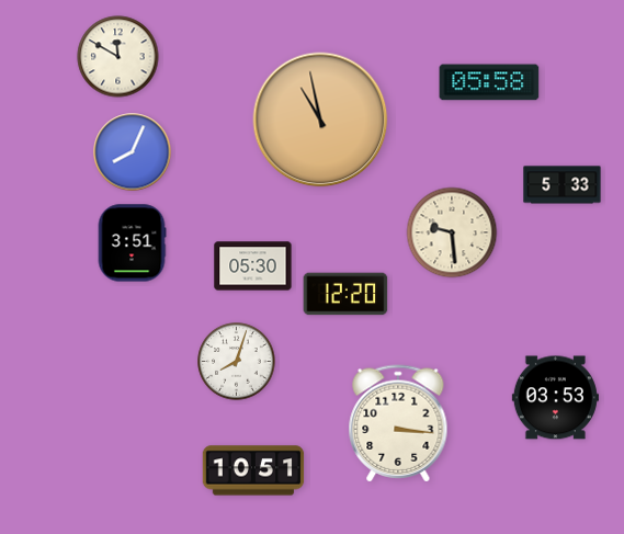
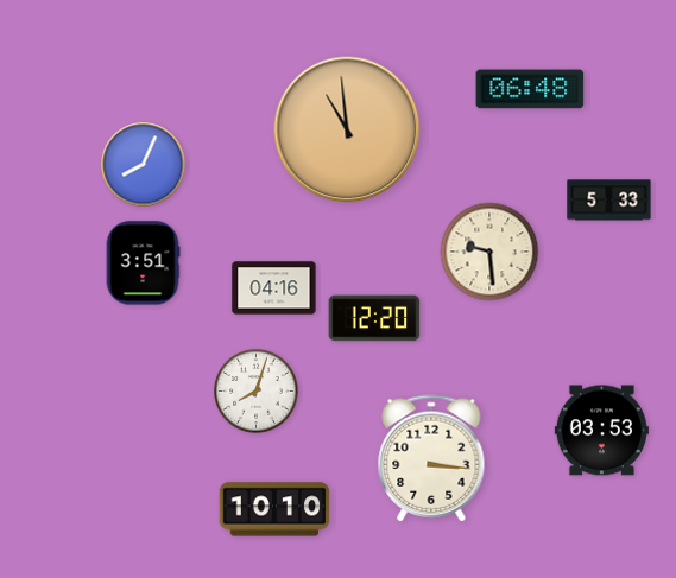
clock at (118, 57): 11:50 -> none
clock at (489, 82): 05:58 -> 06:48
clock at (320, 120): 10:58 -> 10:59
clock at (253, 266): 05:30 -> 04:16
clock at (253, 470): 10:51 -> 10:10
